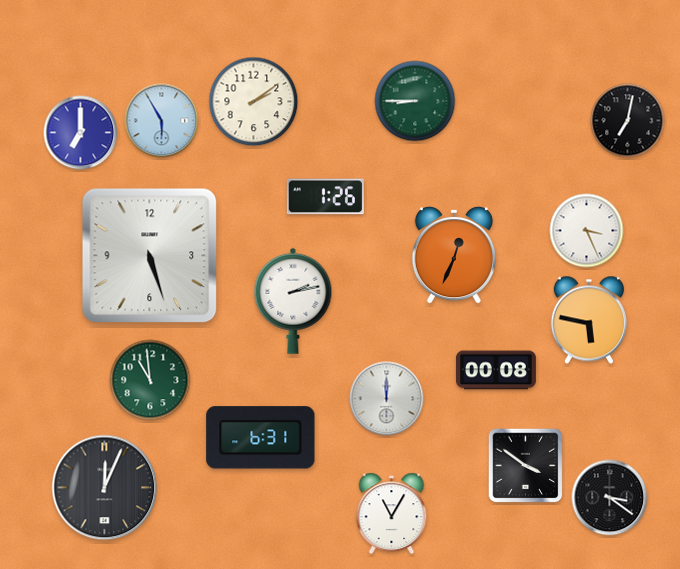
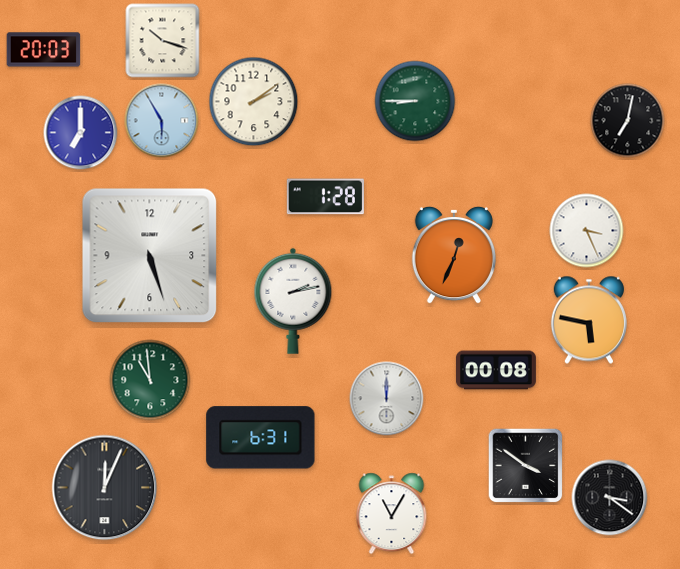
clock at (163, 41): none -> 10:18
clock at (44, 50): none -> 20:03
clock at (325, 197): 1:26 -> 1:28
